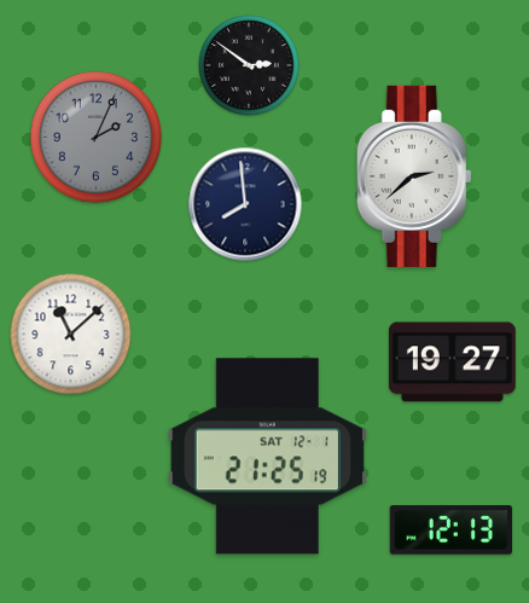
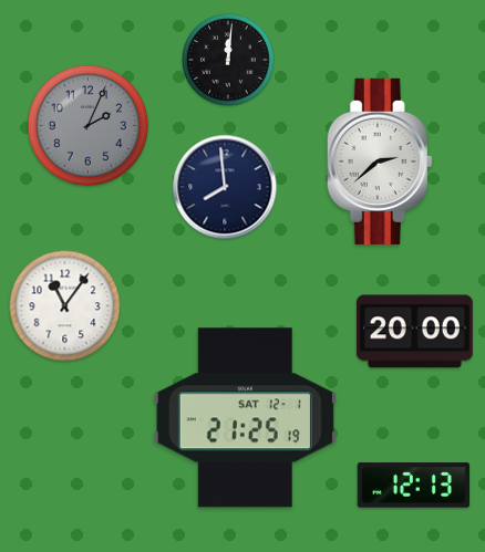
clock at (249, 65): 2:51 -> 12:01
clock at (71, 335): 11:08 -> 11:06
clock at (452, 363): 19:27 -> 20:00
